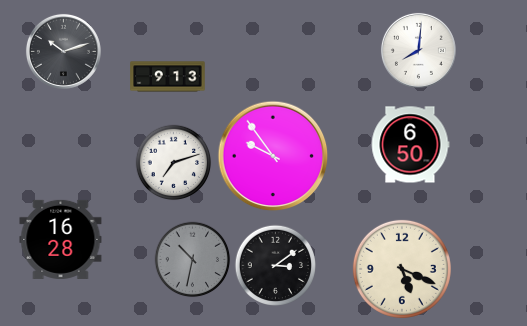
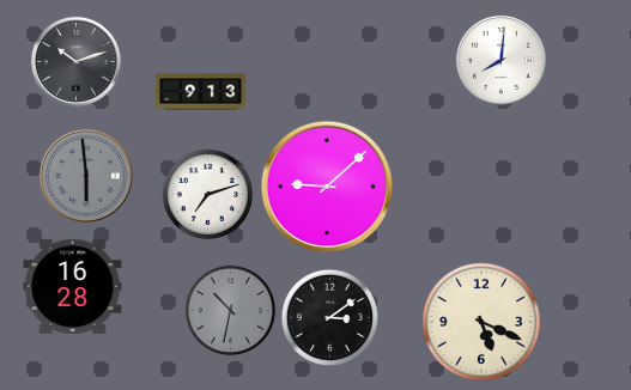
clock at (410, 145): 6:50 -> none
clock at (86, 176): none -> 5:59
clock at (273, 156): 9:54 -> 9:08
